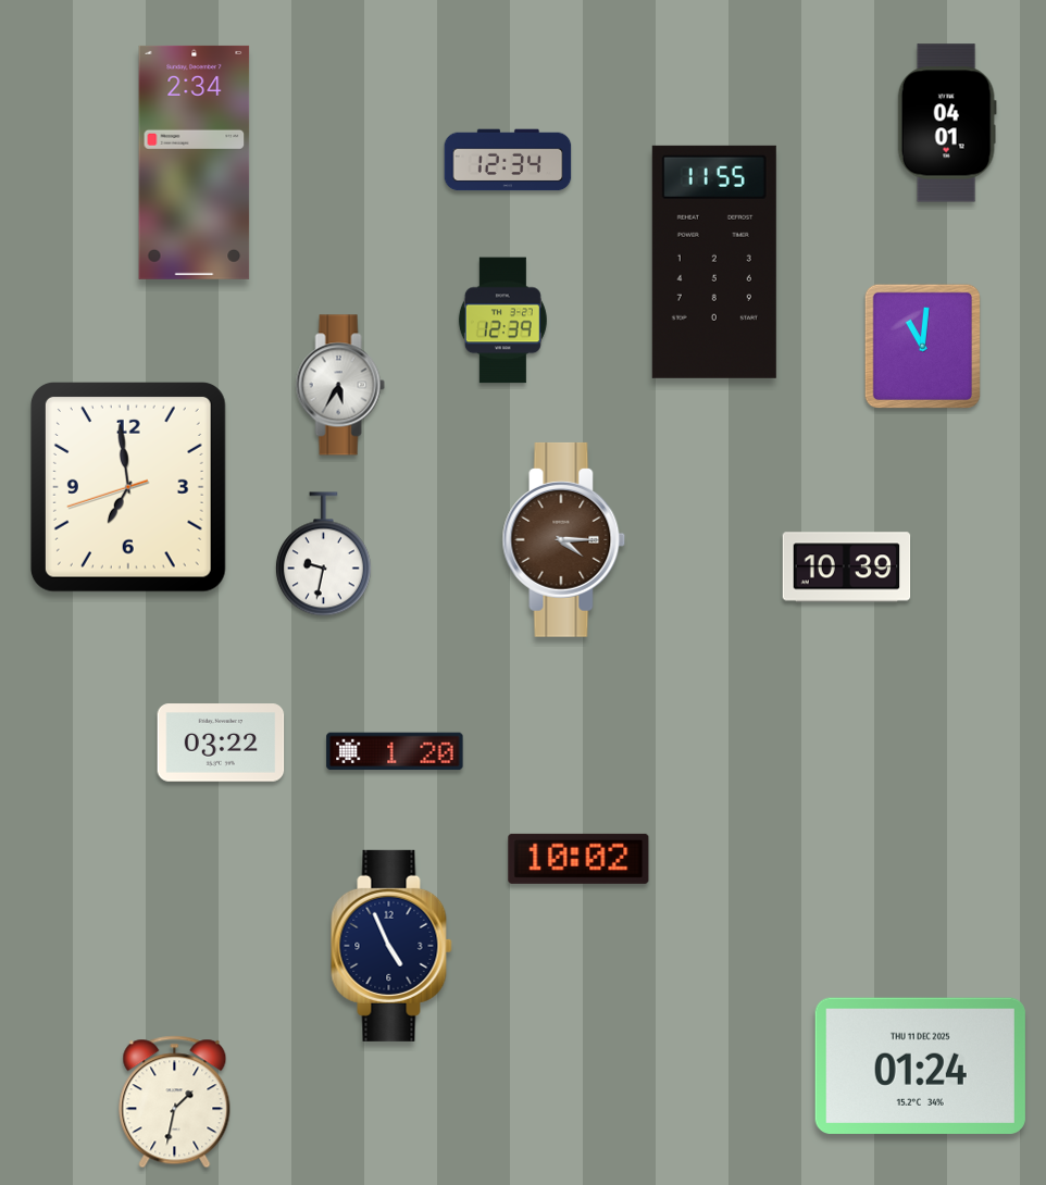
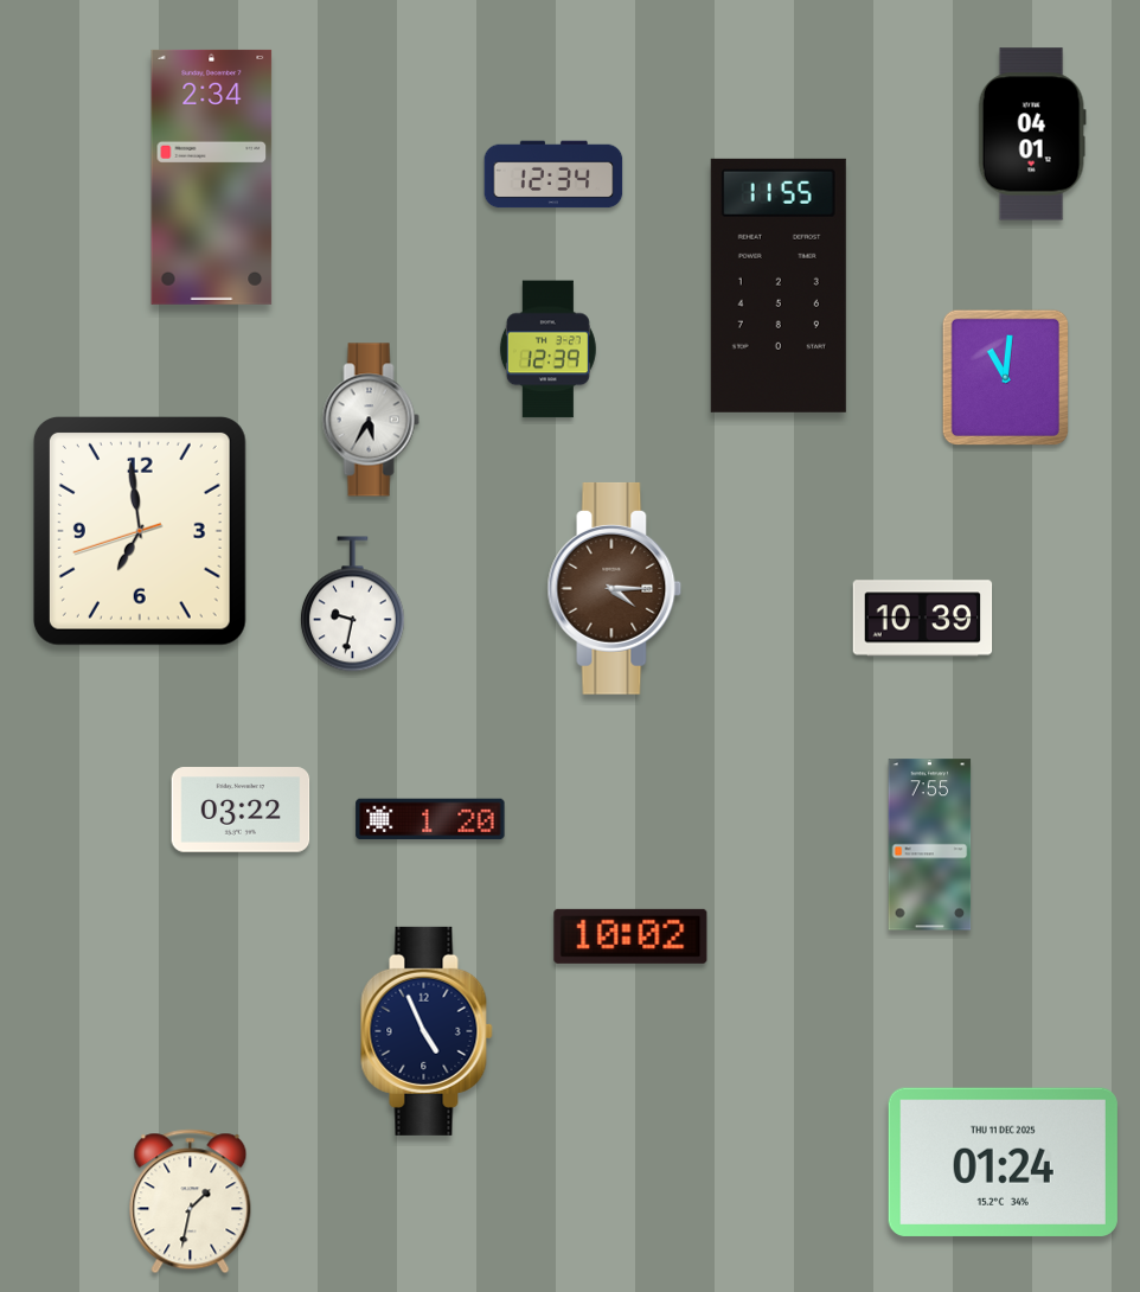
clock at (930, 845): none -> 7:55
